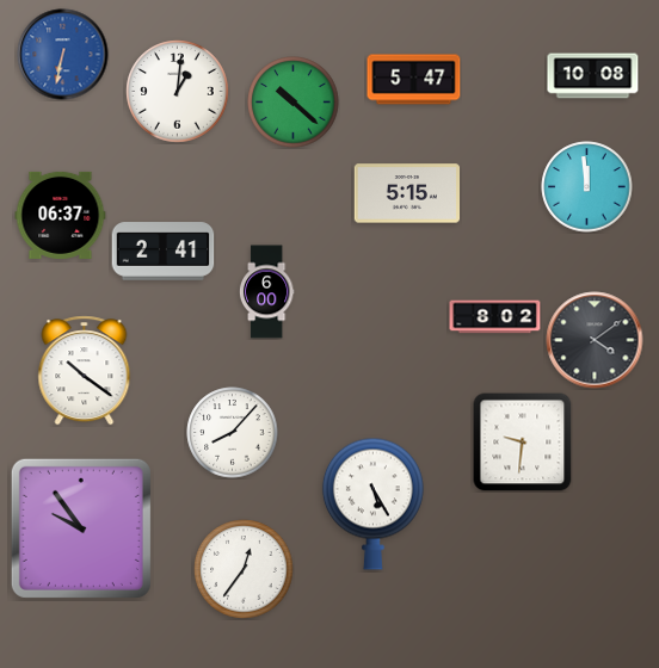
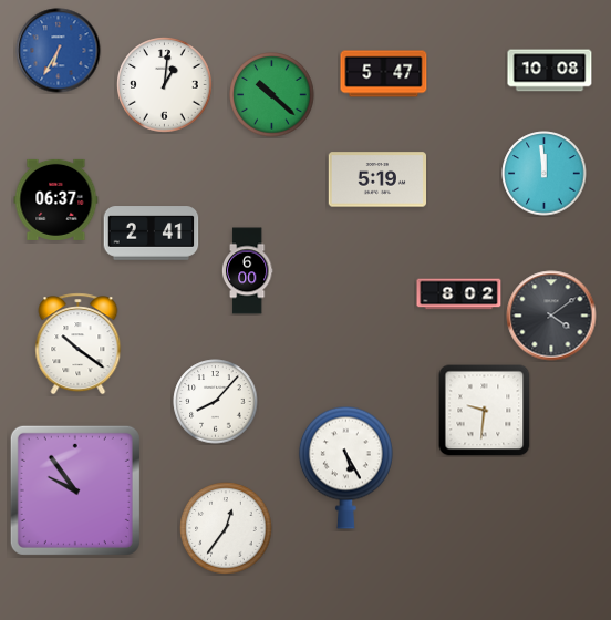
clock at (63, 55): 6:32 -> 6:35
clock at (407, 193): 5:15 -> 5:19
